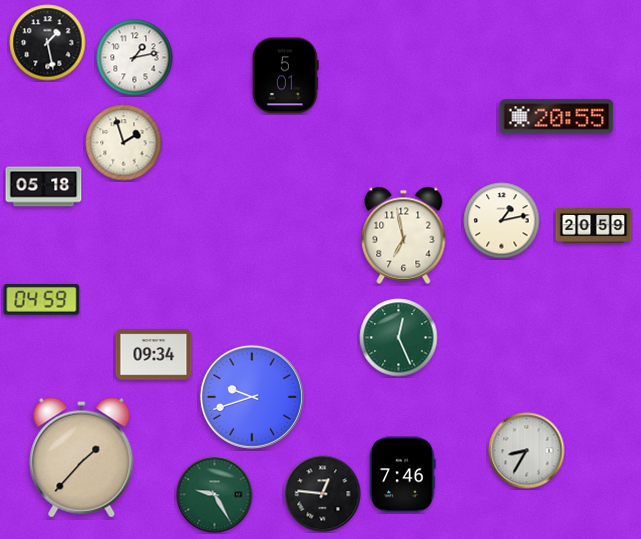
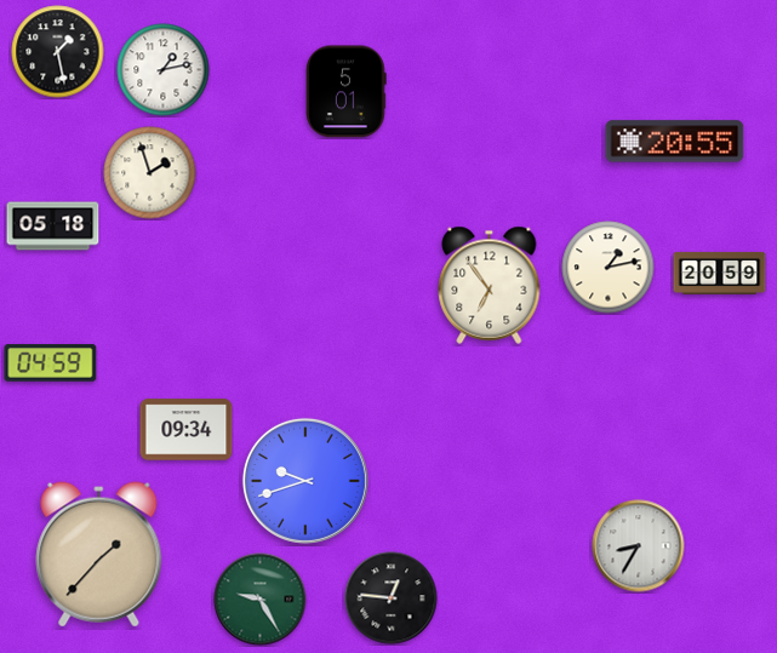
clock at (404, 235): 6:58 -> 6:54
clock at (399, 338): 12:26 -> none
clock at (403, 475): 7:46 -> none
